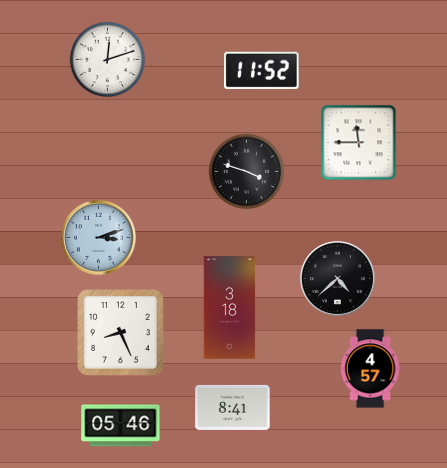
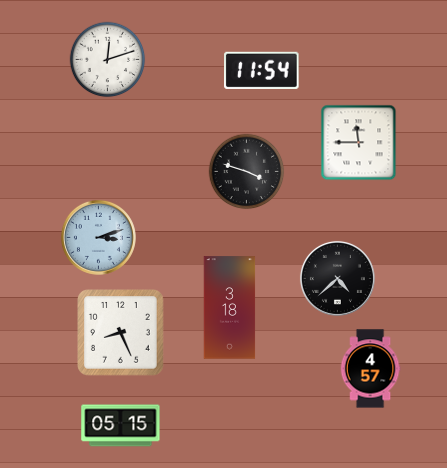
clock at (262, 70): 11:52 -> 11:54
clock at (233, 407): 8:41 -> none
clock at (121, 426): 05:46 -> 05:15
